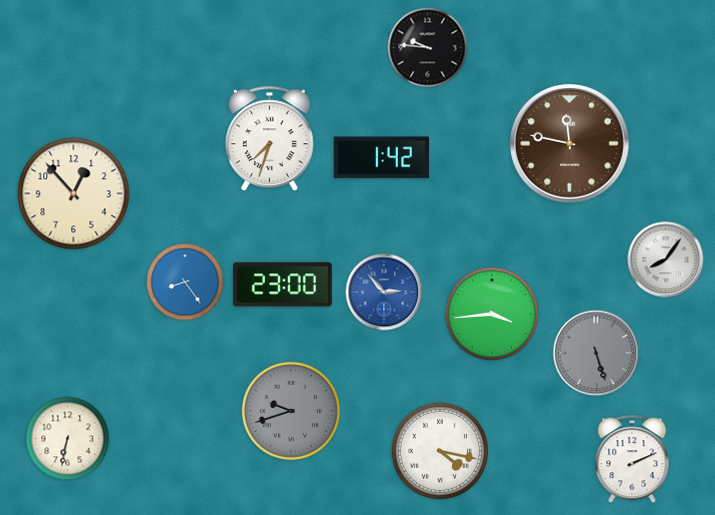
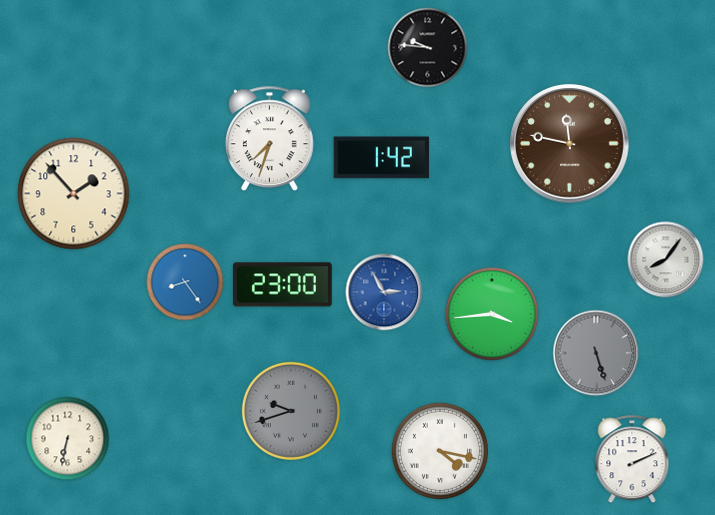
clock at (74, 194): 12:53 -> 1:53
clock at (384, 292): 2:53 -> 2:55
